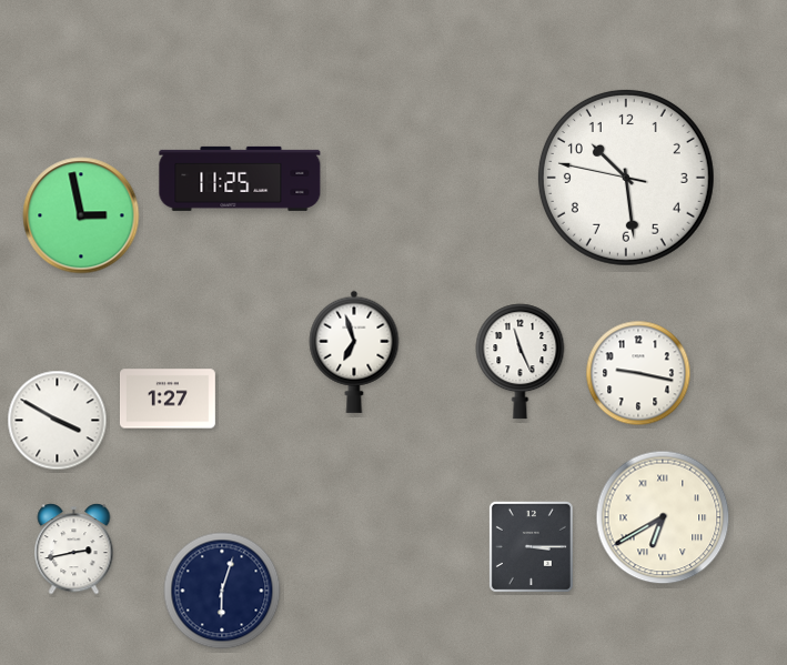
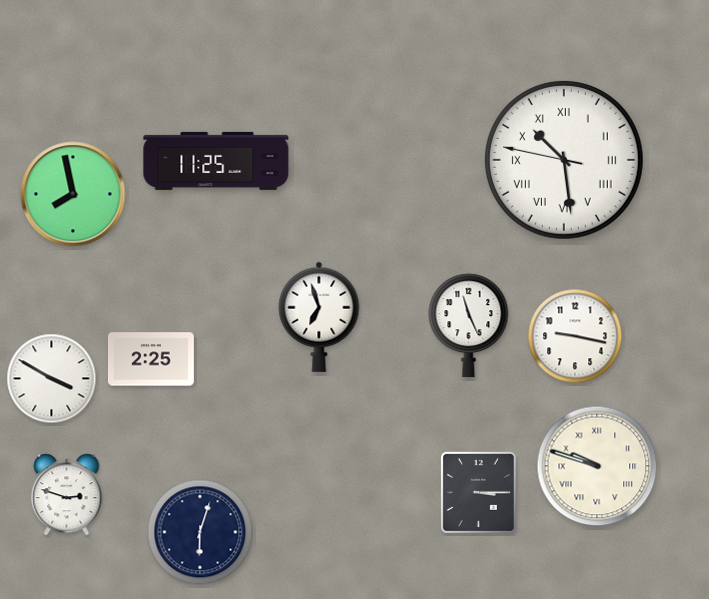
clock at (626, 178) numerals: Arabic -> Roman
clock at (81, 215): 2:58 -> 7:58
clock at (168, 399): 1:27 -> 2:25
clock at (663, 517): 6:40 -> 9:48
clock at (74, 550): 2:43 -> 2:48
